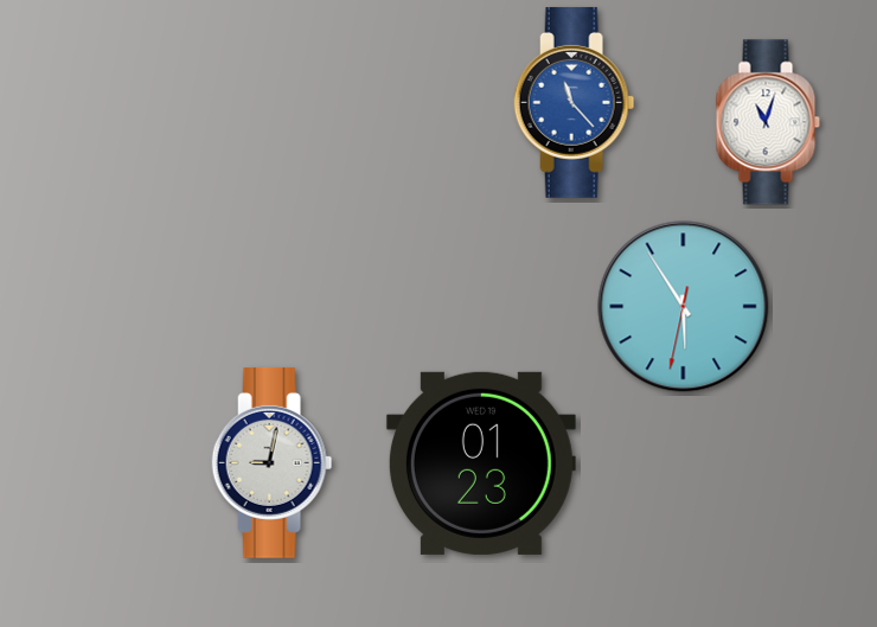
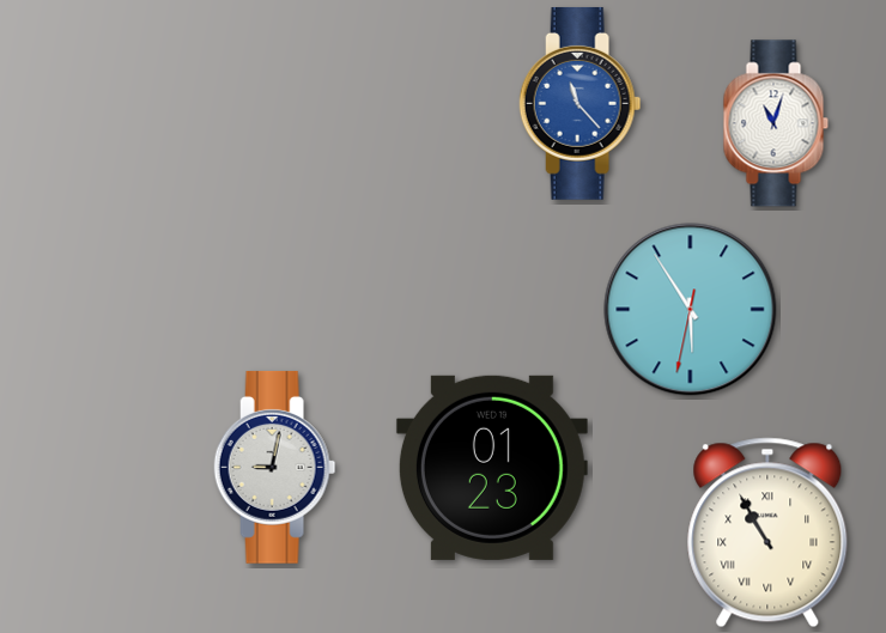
clock at (481, 463) position: (481, 463) -> (492, 468)
clock at (767, 532): none -> 10:55
